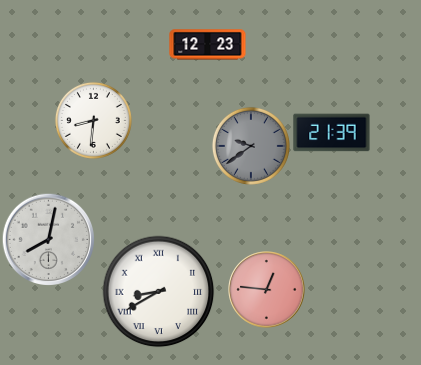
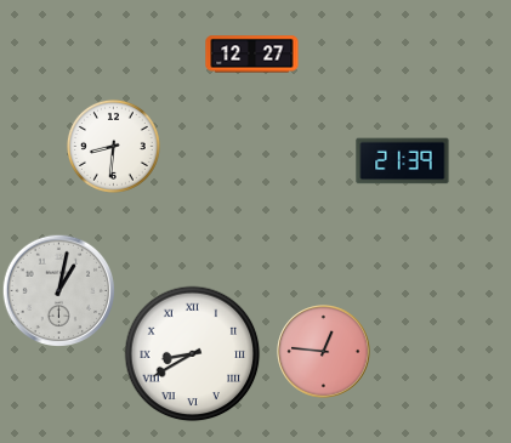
clock at (208, 45): 12:23 -> 12:27
clock at (251, 146): 9:39 -> none
clock at (48, 239): 8:02 -> 1:02
